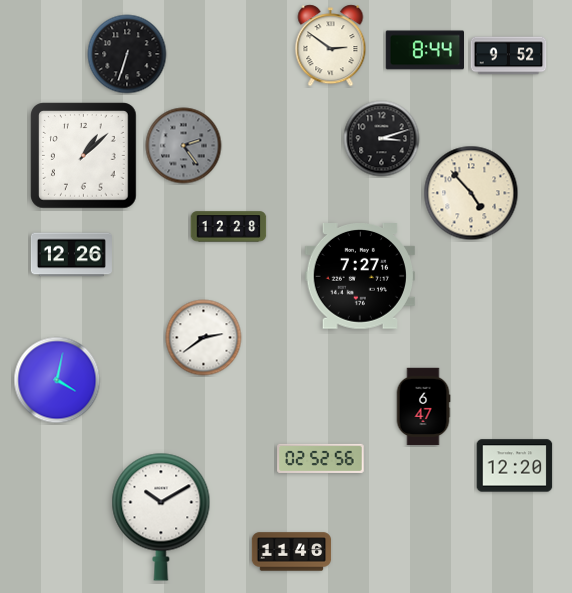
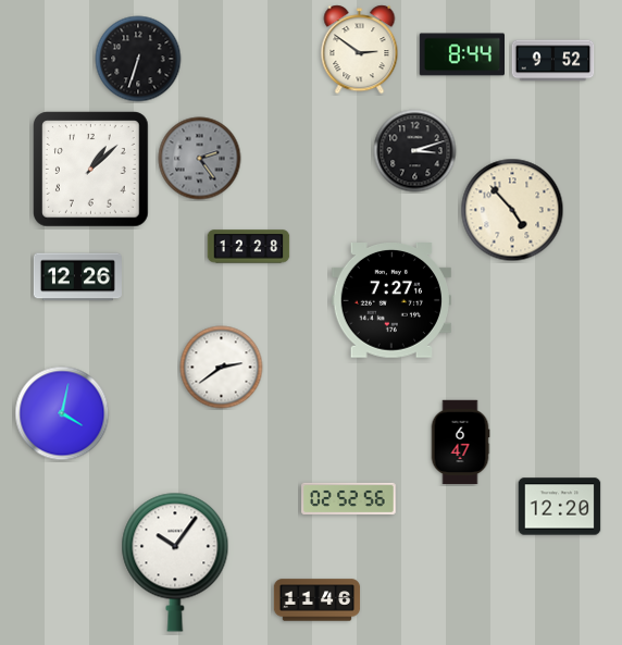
clock at (161, 517): 10:10 -> 10:06
